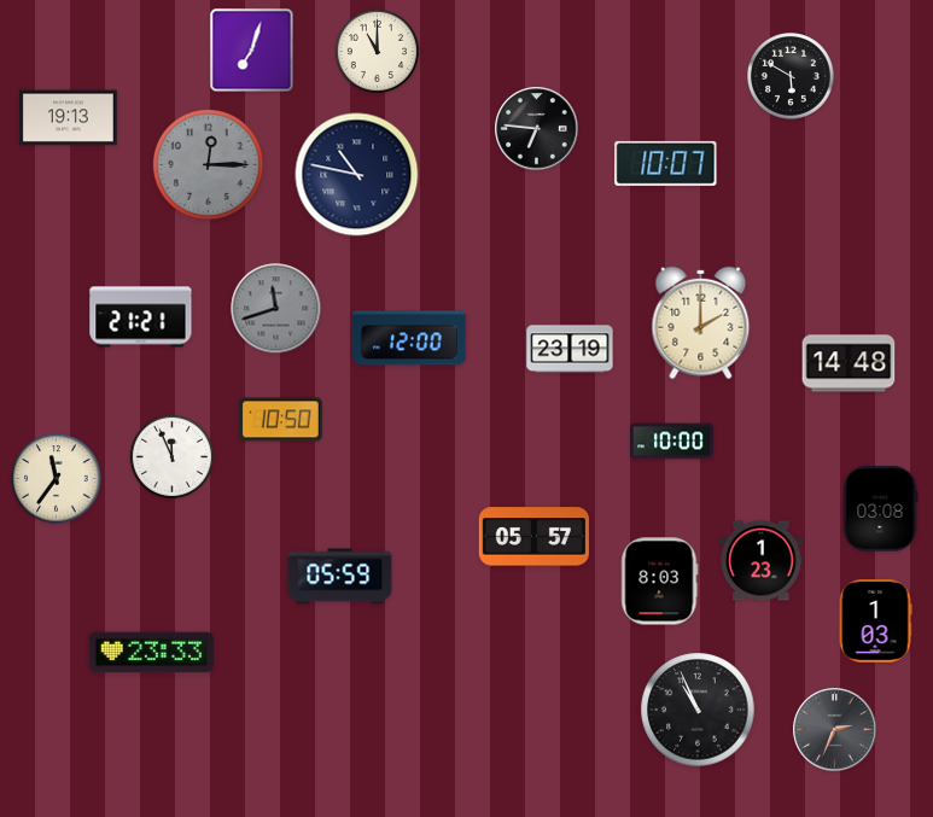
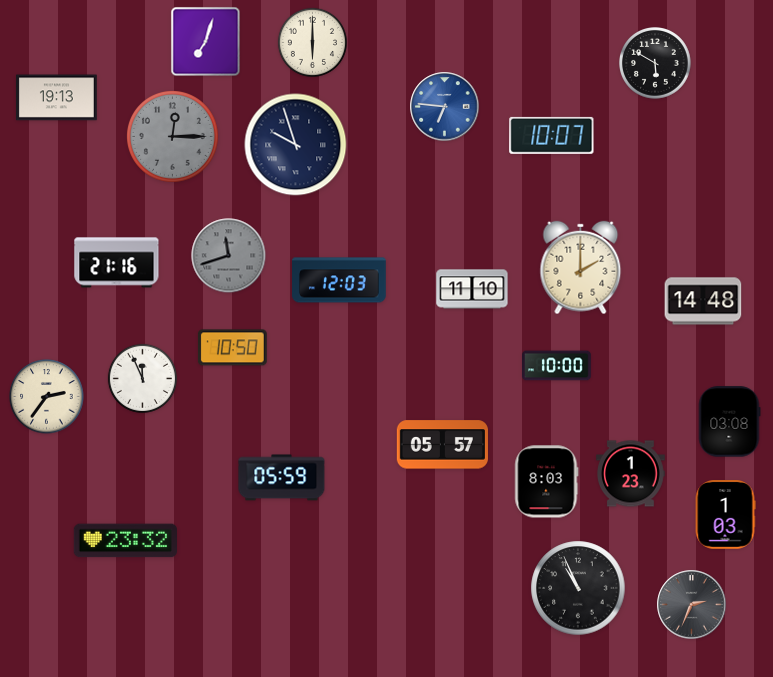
clock at (252, 51) position: (252, 51) -> (206, 42)
clock at (377, 51): 11:00 -> 6:00
clock at (537, 129) dial: black -> blue
clock at (357, 175): 10:47 -> 9:57
clock at (141, 317): 21:21 -> 21:16
clock at (409, 338): 12:00 -> 12:03
clock at (570, 349): 23:19 -> 11:10
clock at (57, 479): 11:36 -> 2:36
clock at (762, 561) position: (762, 561) -> (631, 474)
clock at (151, 653): 23:33 -> 23:32
